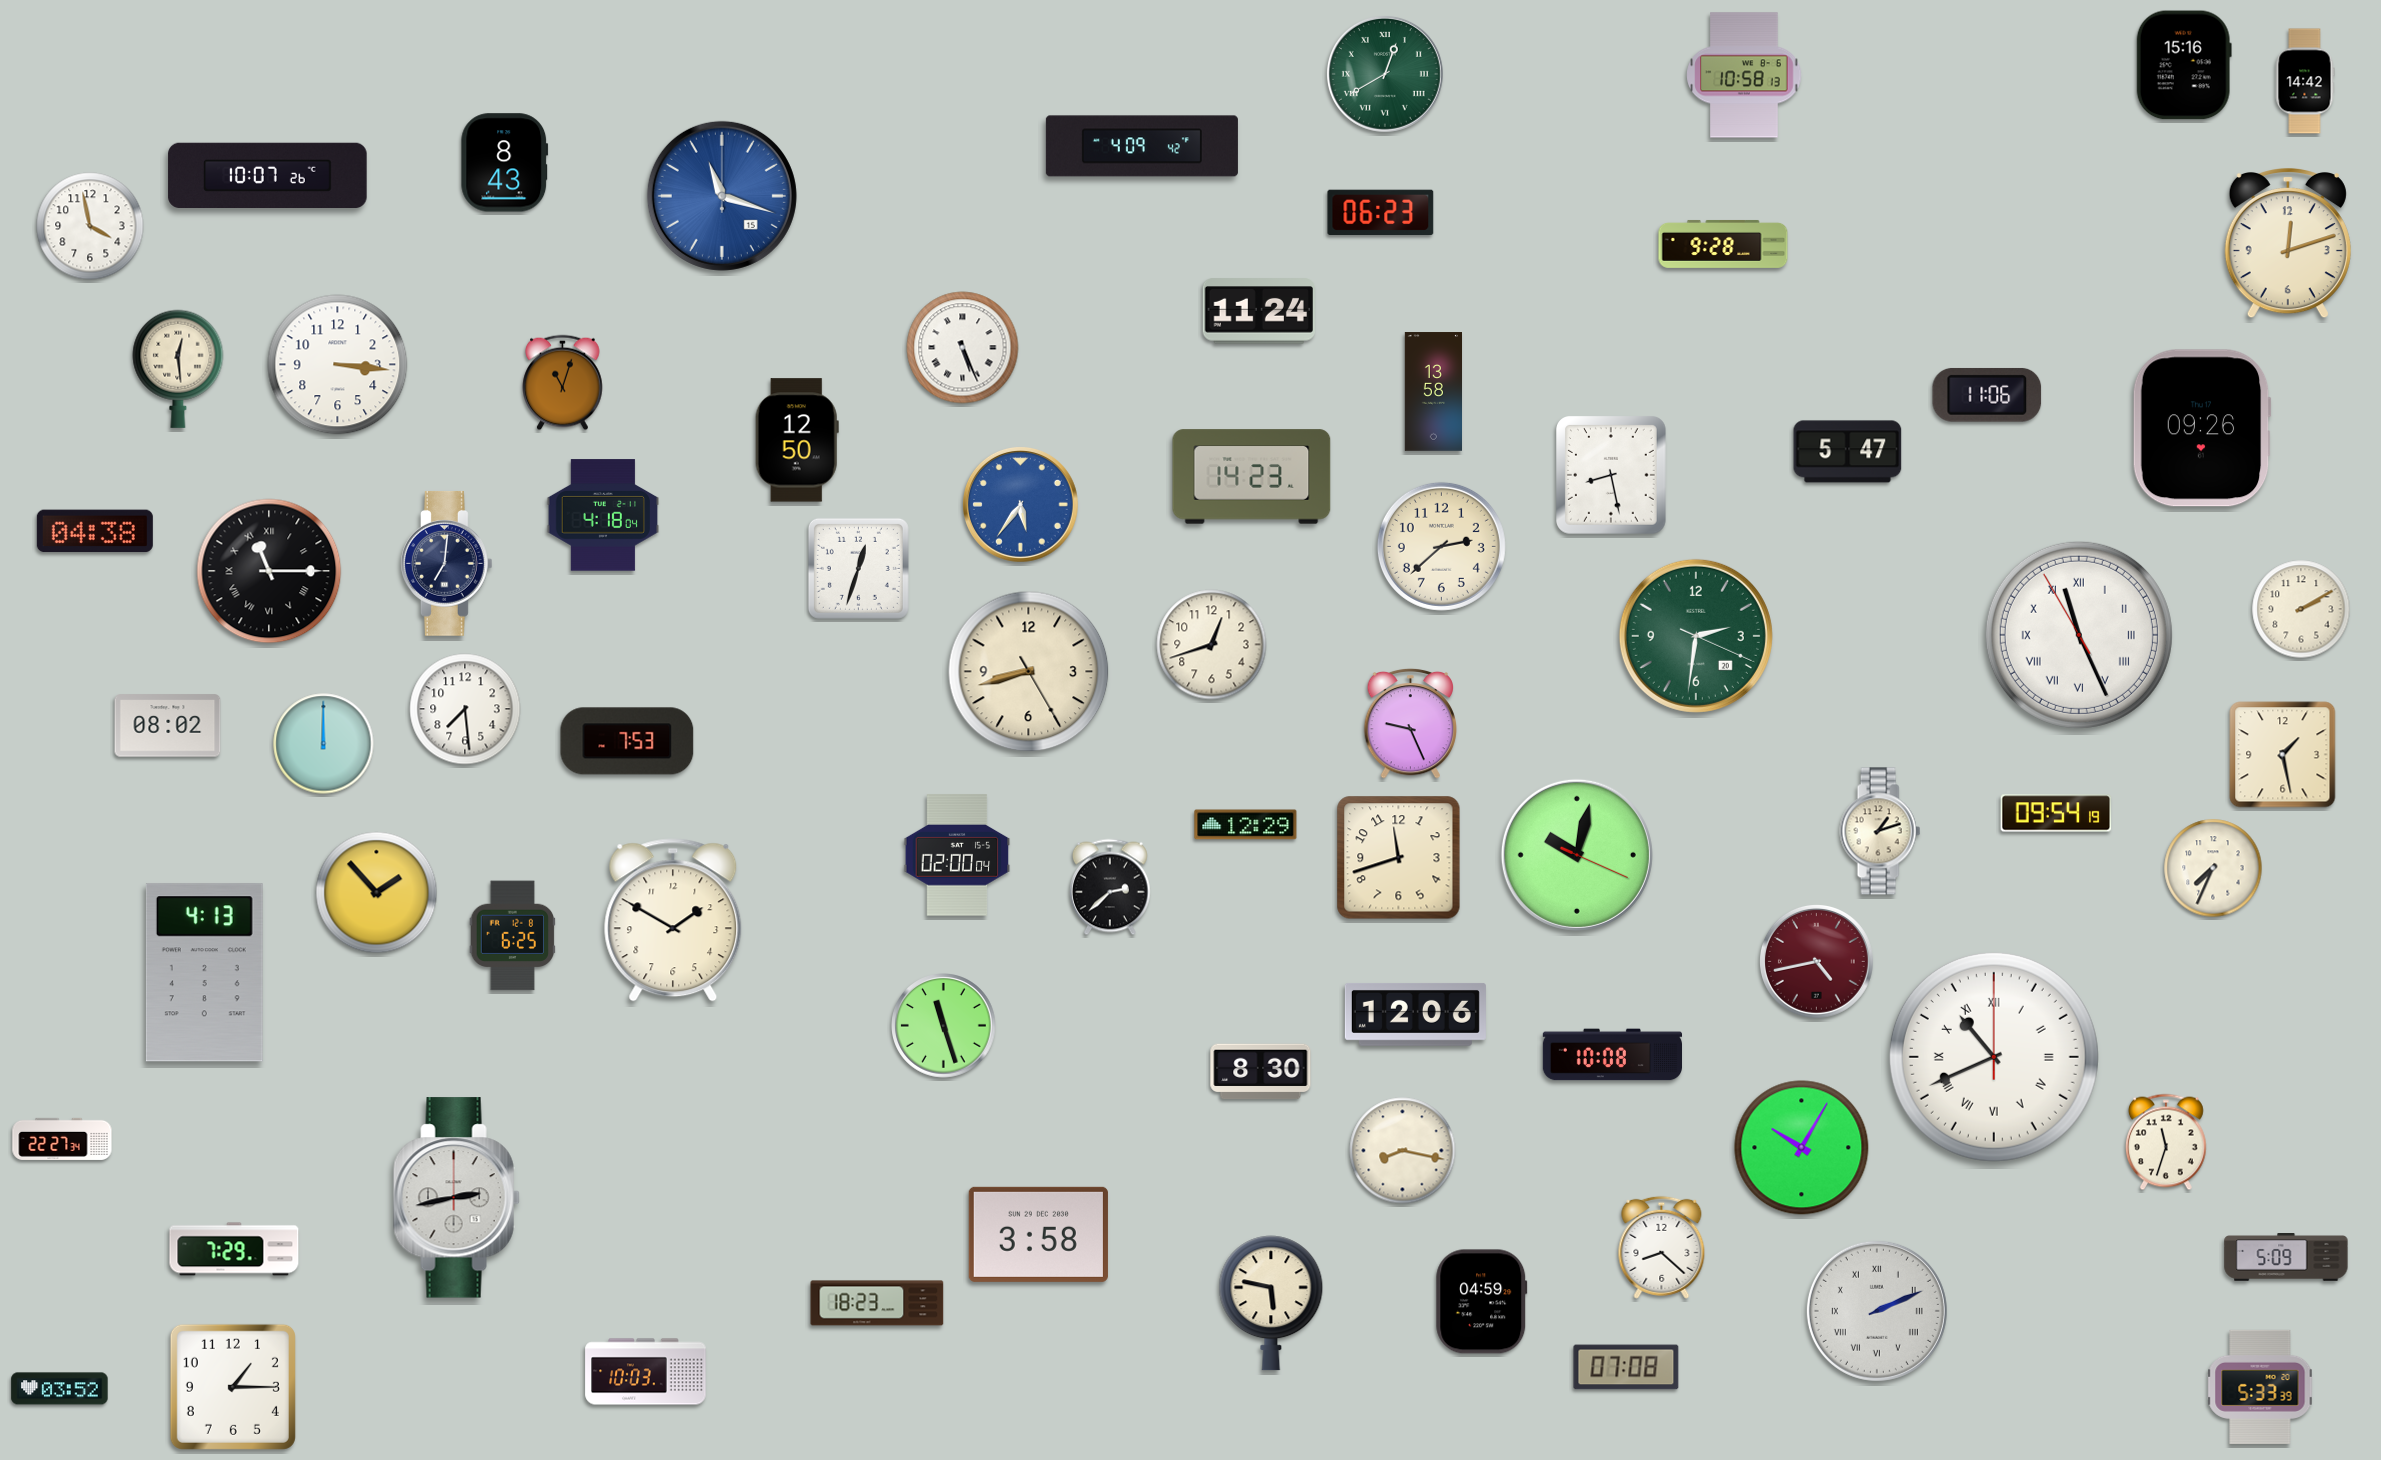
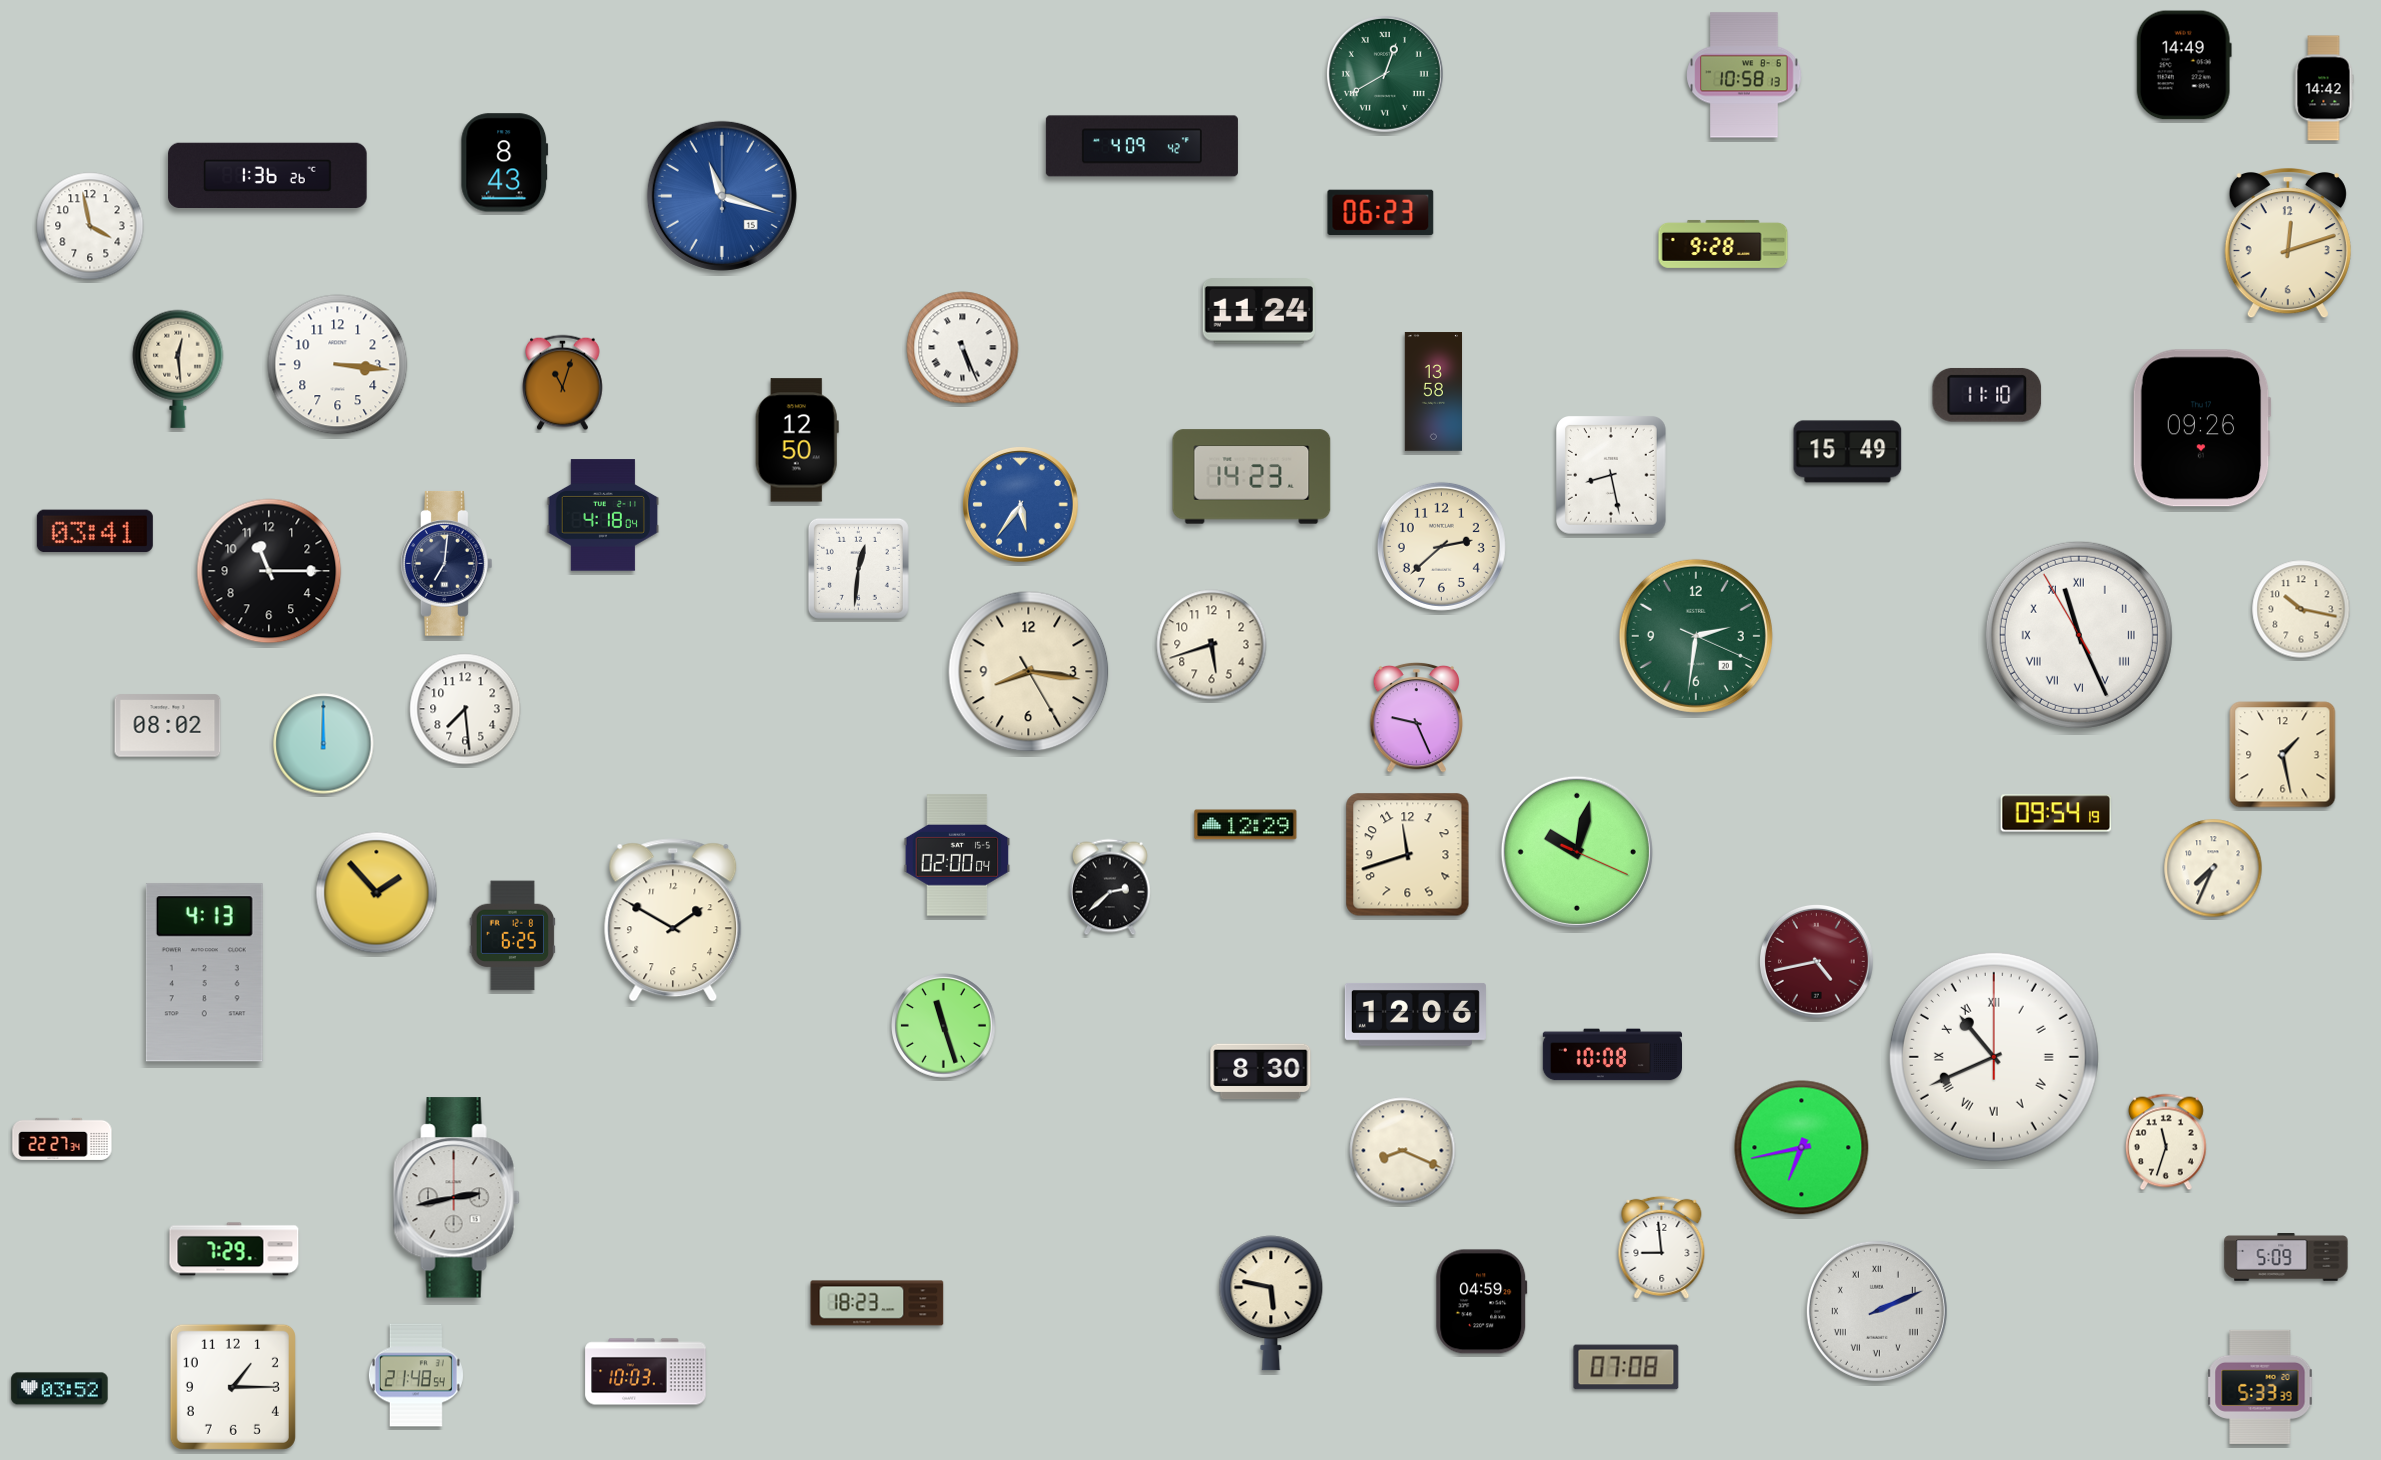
clock at (2184, 65): 15:16 -> 14:49
clock at (2305, 81) position: (2305, 81) -> (2324, 88)
clock at (268, 175): 10:07 -> 1:36
clock at (1987, 395): 11:06 -> 11:10
clock at (1848, 452): 5:47 -> 15:49
clock at (95, 531): 04:38 -> 03:41
clock at (858, 568): 12:33 -> 12:31
clock at (269, 571) numerals: Roman -> Arabic
clock at (2301, 609): 2:10 -> 10:17
clock at (1212, 645): 12:42 -> 5:42
clock at (1029, 672): 8:42 -> 8:16
clock at (1411, 723) position: (1411, 723) -> (1417, 717)
clock at (627, 741): 7:53 -> none
clock at (1880, 831): 1:12 -> none
clock at (1577, 855) position: (1577, 855) -> (1577, 852)
clock at (1399, 858) position: (1399, 858) -> (1408, 855)
clock at (1802, 1148): 10:05 -> 6:43
clock at (1403, 1151): 8:17 -> 8:19
clock at (1038, 1234): 3:58 -> none
clock at (1662, 1247): 8:22 -> 8:59
clock at (416, 1375): none -> 21:48
